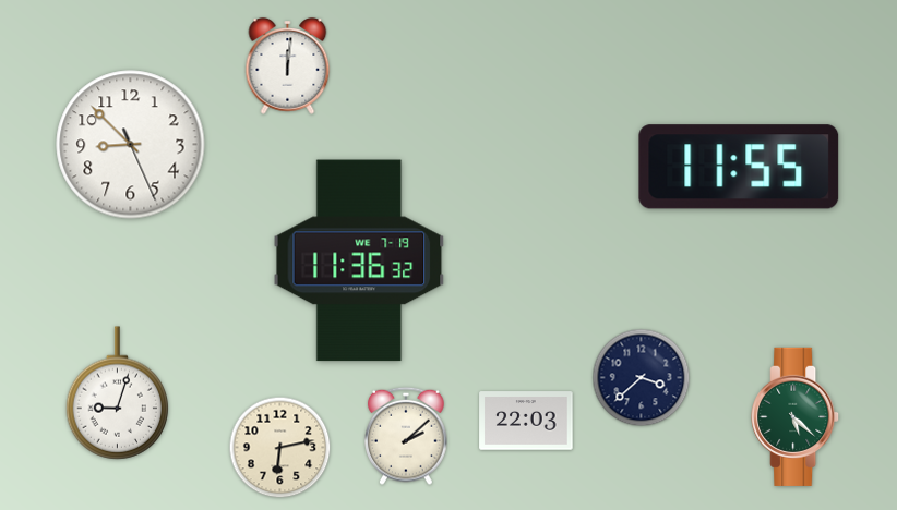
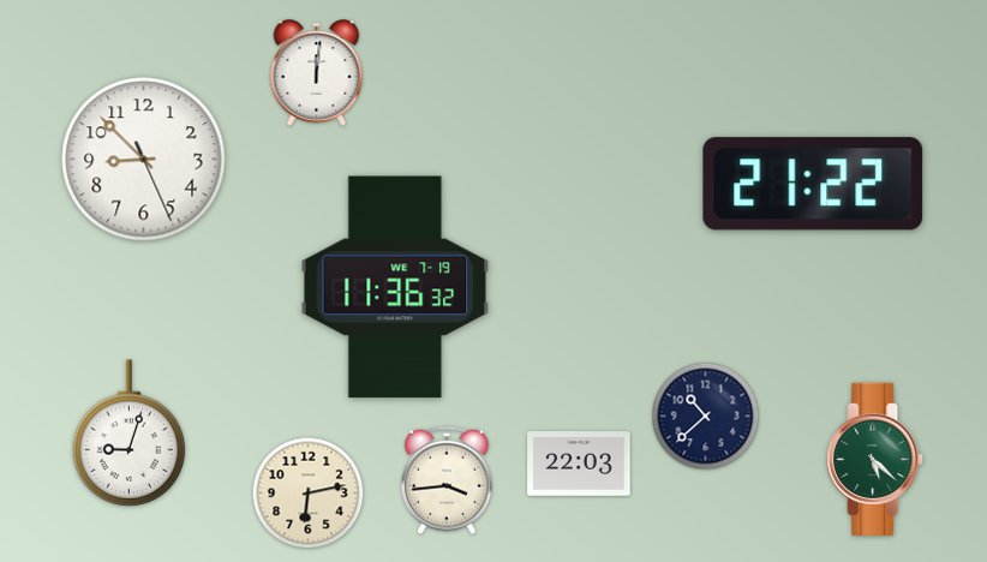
clock at (739, 167): 11:55 -> 21:22
clock at (642, 378): 3:38 -> 10:38
clock at (406, 436): 2:08 -> 3:44
